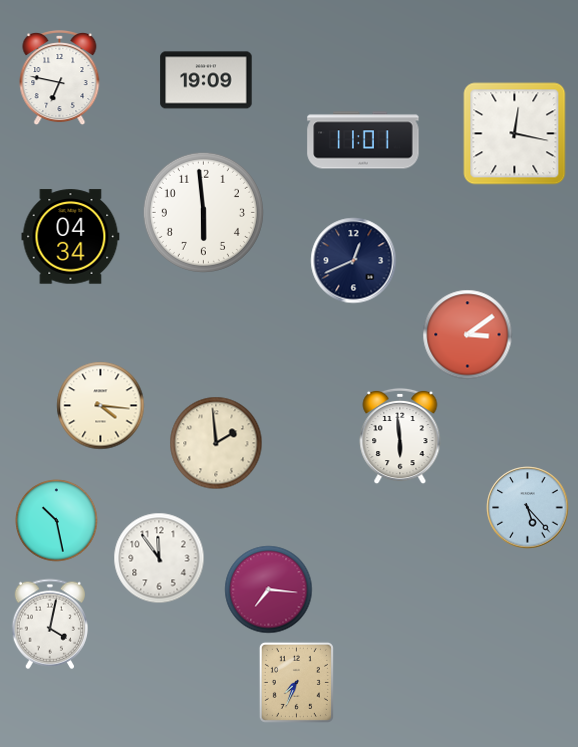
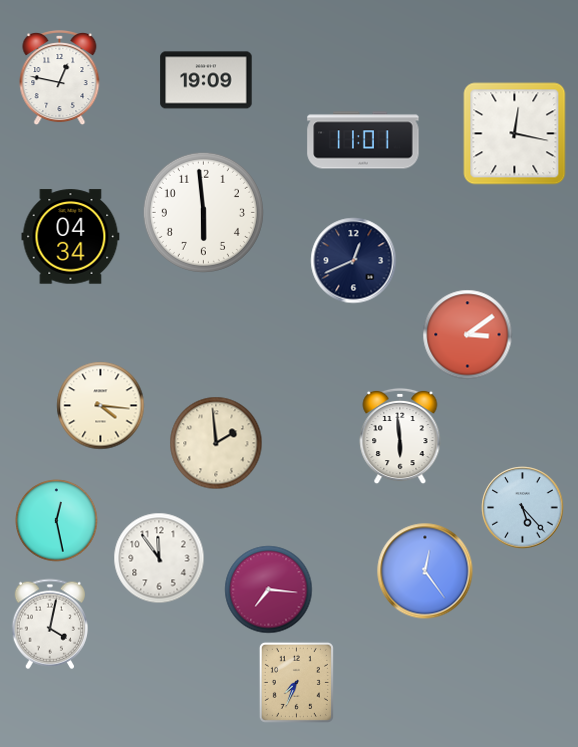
clock at (60, 79): 6:47 -> 12:47
clock at (528, 508) position: (528, 508) -> (523, 508)
clock at (57, 521): 10:28 -> 12:28
clock at (425, 571): none -> 12:24
